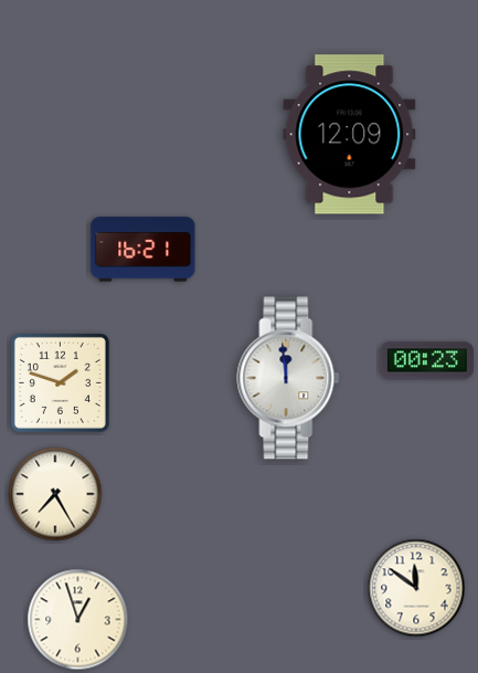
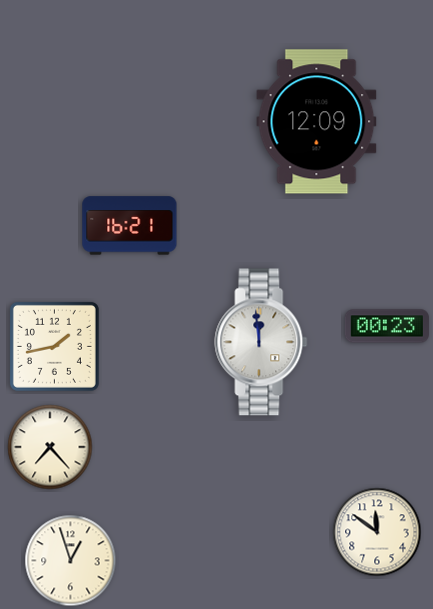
clock at (60, 382): 1:48 -> 1:43
clock at (55, 494): 7:25 -> 7:23
